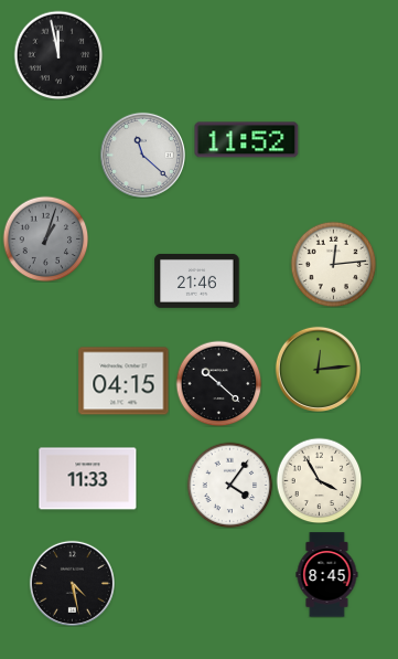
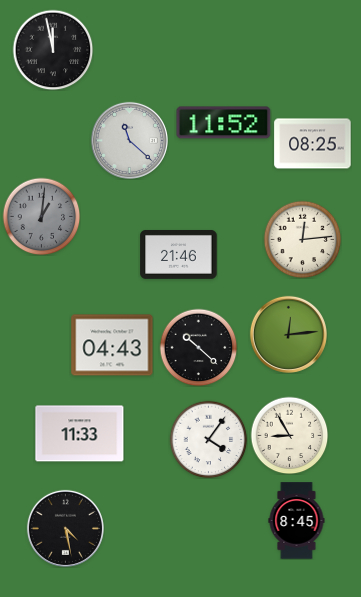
clock at (247, 140) position: (247, 140) -> (224, 123)
clock at (313, 144): none -> 08:25
clock at (45, 238): 1:03 -> 1:01
clock at (123, 381): 04:15 -> 04:43
clock at (319, 480): 3:55 -> 8:55
